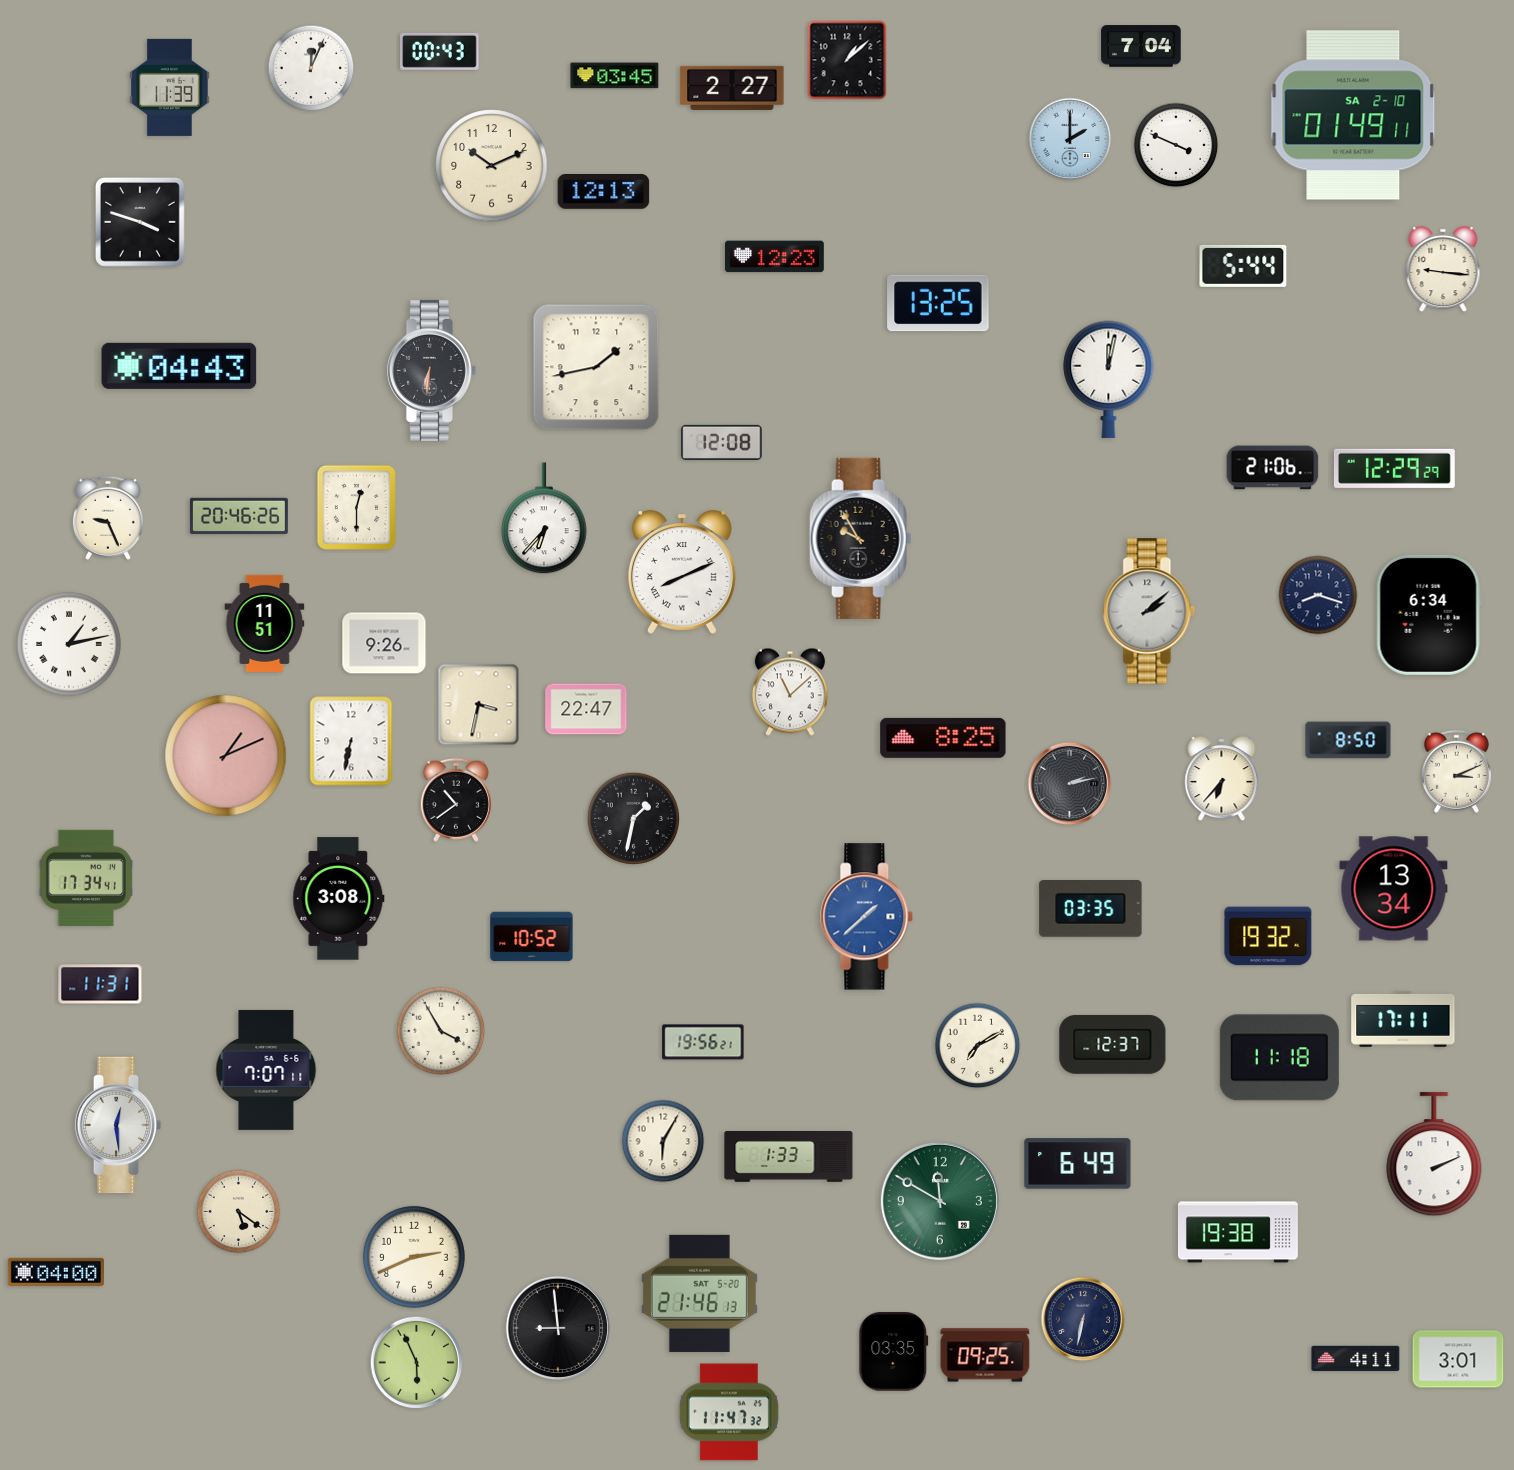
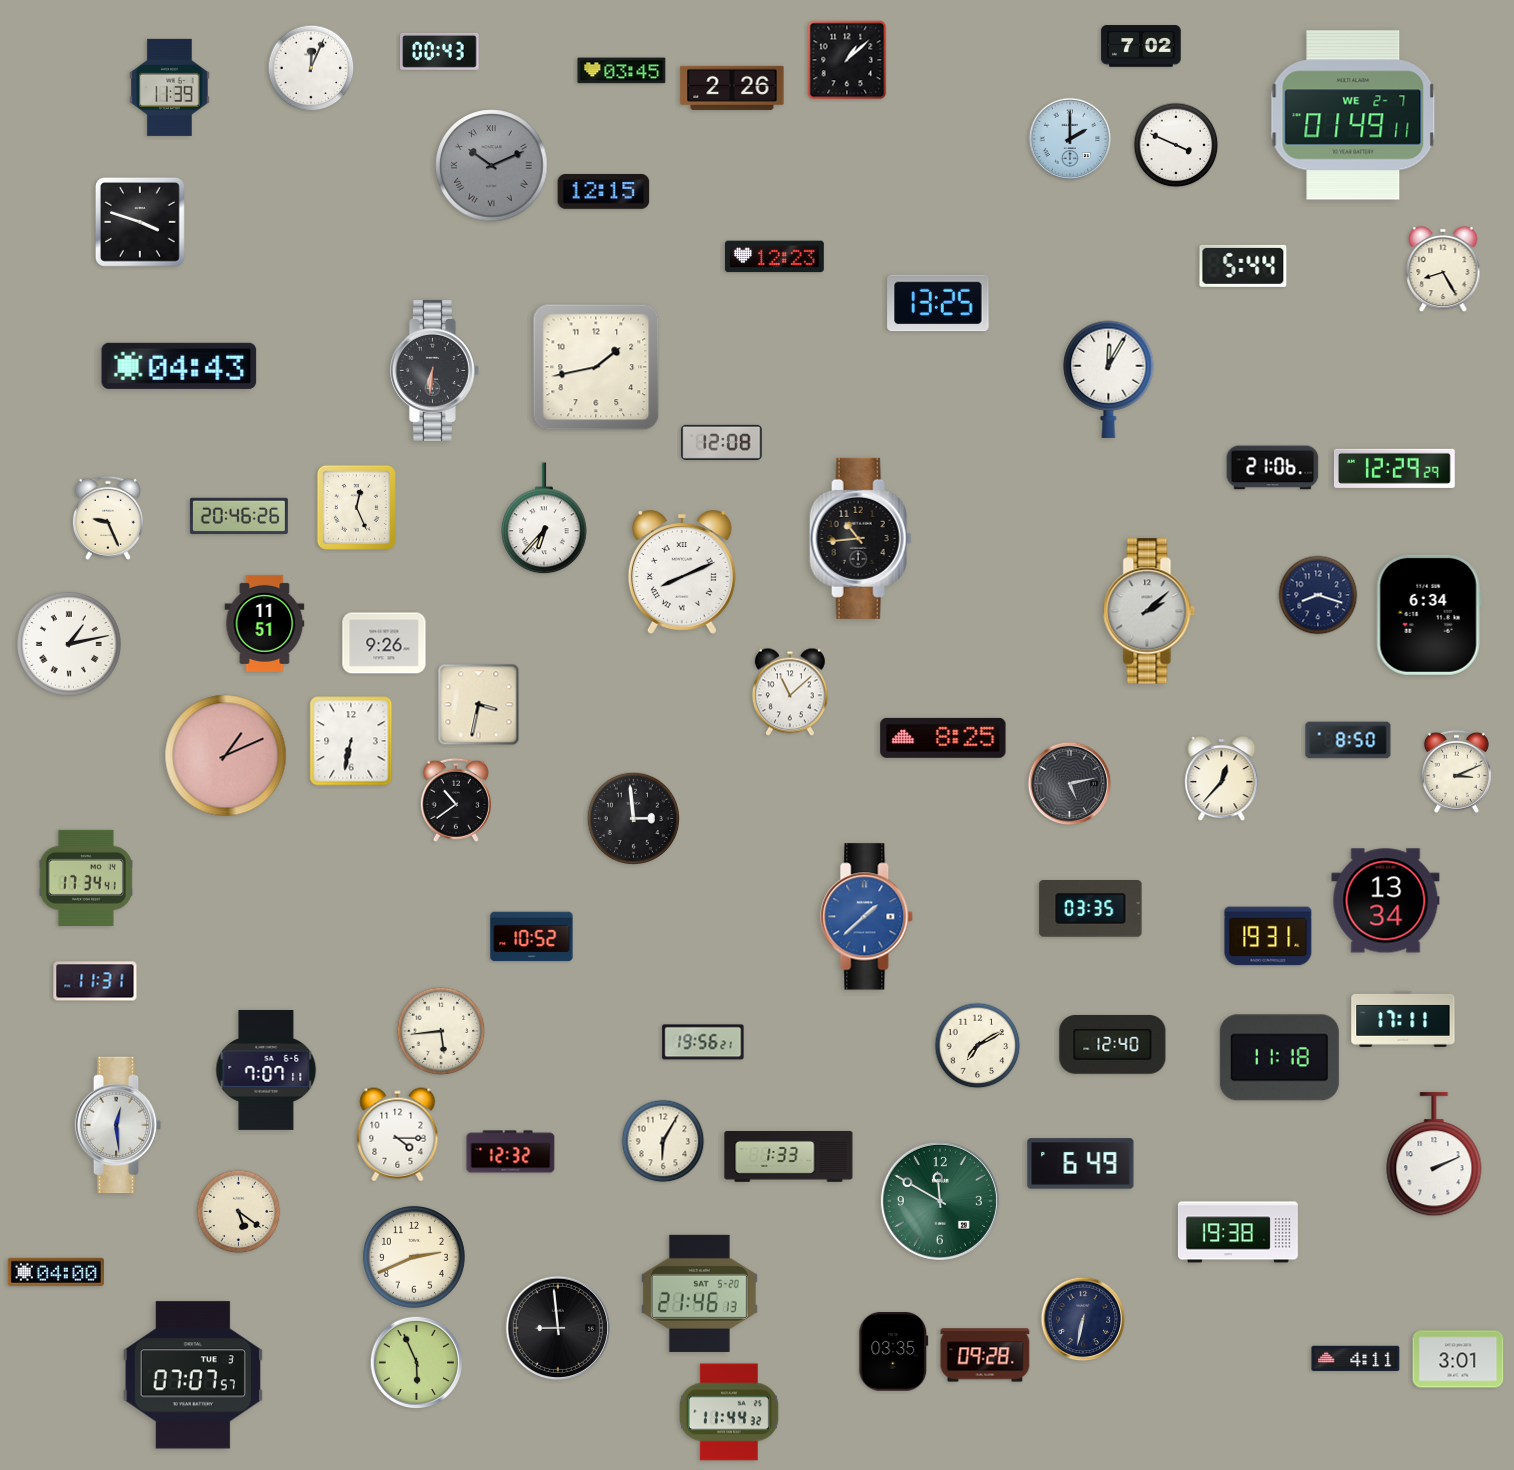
clock at (1141, 46): 7:04 -> 7:02
clock at (615, 76) position: (615, 76) -> (622, 71)
clock at (732, 88): 2:27 -> 2:26
clock at (1353, 115) date: SA 2-10 -> WE 2-7
clock at (492, 166) dial: cream -> grey
clock at (492, 166) numerals: Arabic -> Roman
clock at (604, 192): 12:13 -> 12:15
clock at (1443, 269): 9:16 -> 8:25
clock at (431, 370) position: (431, 370) -> (434, 370)
clock at (1109, 379): 12:02 -> 12:05
clock at (356, 507): 12:30 -> 12:26
clock at (861, 538): 9:55 -> 10:44
clock at (586, 709): 22:47 -> none
clock at (1222, 779): 6:37 -> 12:37
clock at (1070, 784): 2:13 -> 5:13
clock at (633, 818): 1:32 -> 2:59
clock at (1394, 889) position: (1394, 889) -> (1386, 901)
clock at (339, 899): 3:08 -> none
clock at (1268, 936): 19:32 -> 19:31
clock at (100, 984) position: (100, 984) -> (95, 981)
clock at (441, 1031): 3:55 -> 5:44
clock at (1113, 1044): 12:37 -> 12:40
clock at (398, 1135): none -> 4:15
clock at (511, 1152): none -> 12:32
clock at (1078, 1164) position: (1078, 1164) -> (1081, 1164)
clock at (985, 1355): 09:25 -> 09:28
clock at (192, 1375): none -> 07:07
clock at (729, 1412): 11:47 -> 11:44
